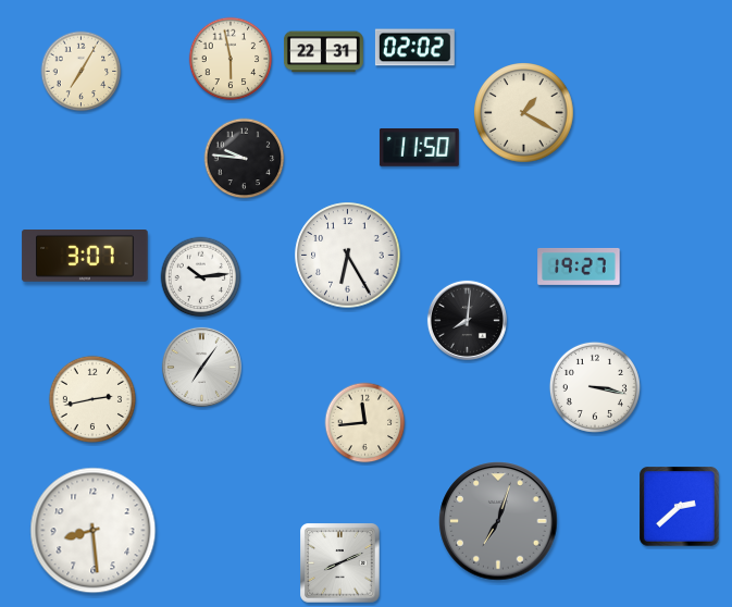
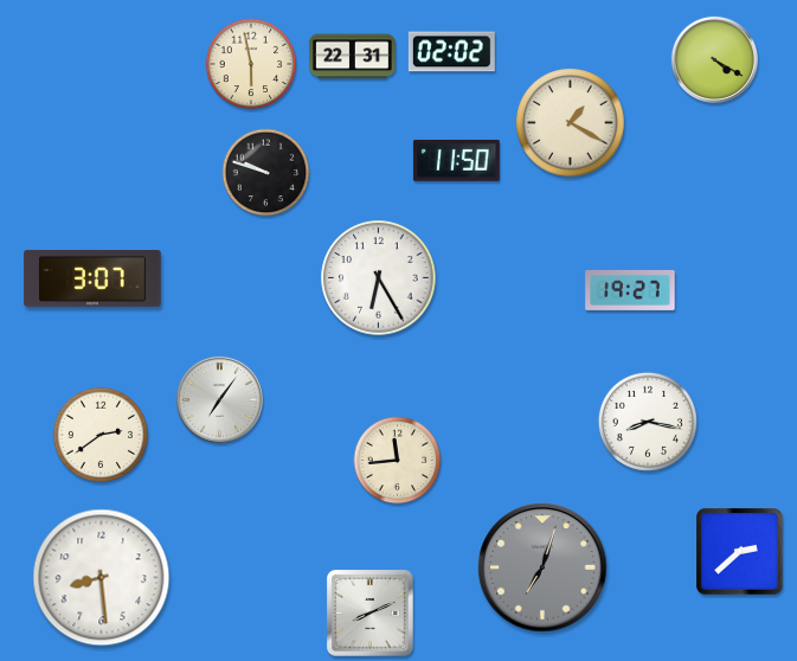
clock at (714, 59): none -> 4:20
clock at (82, 72): 7:05 -> none
clock at (245, 159): 9:46 -> 9:48
clock at (201, 277): 10:14 -> none
clock at (467, 320): 8:01 -> none
clock at (595, 387): 3:17 -> 8:17
clock at (91, 398): 2:43 -> 2:39
